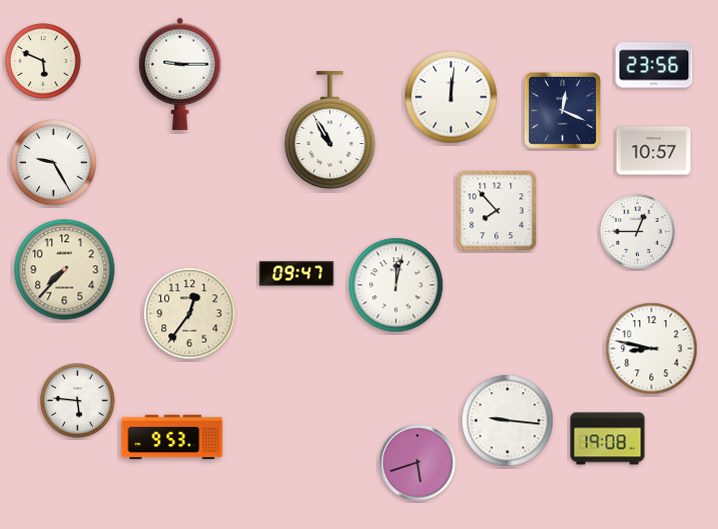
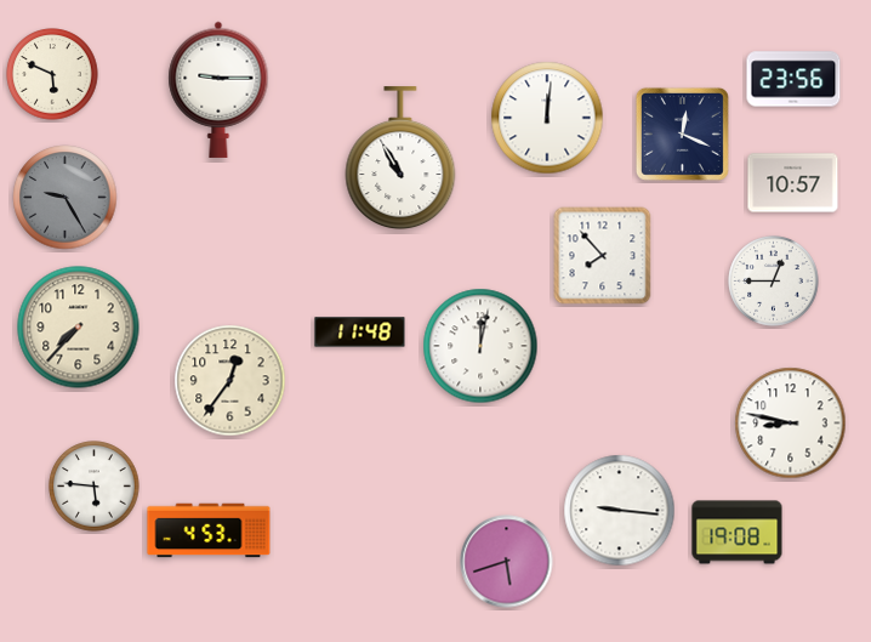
clock at (54, 163) dial: white -> grey
clock at (297, 274): 09:47 -> 11:48
clock at (508, 421) position: (508, 421) -> (620, 511)
clock at (172, 437): 9:53 -> 4:53
